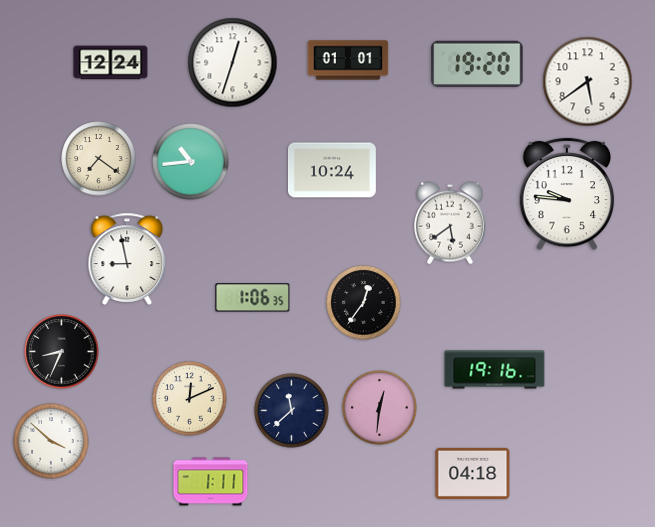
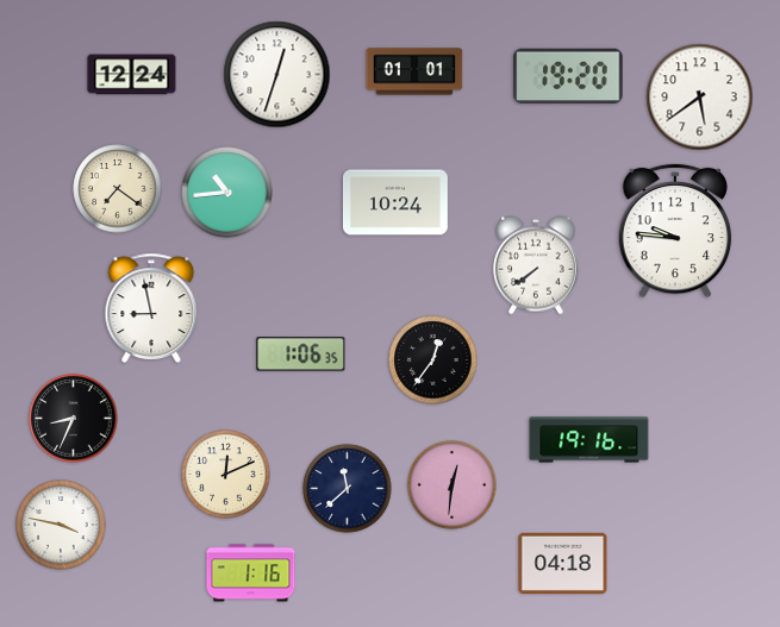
clock at (450, 223): 5:39 -> 7:39
clock at (51, 441): 3:52 -> 3:47
clock at (211, 482): 1:11 -> 1:16
